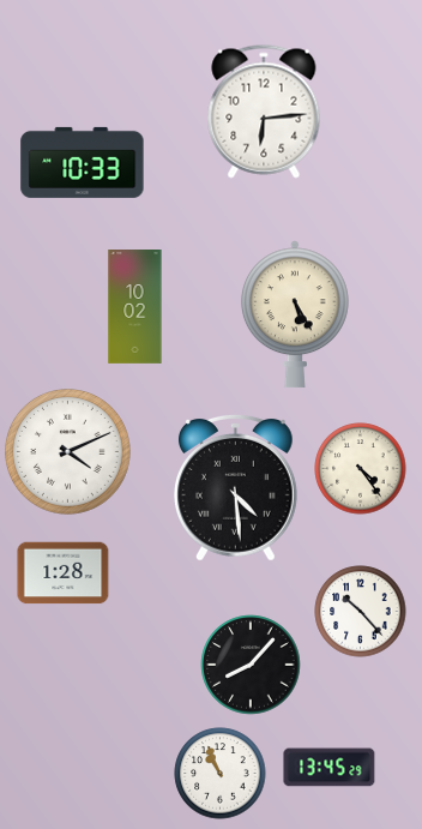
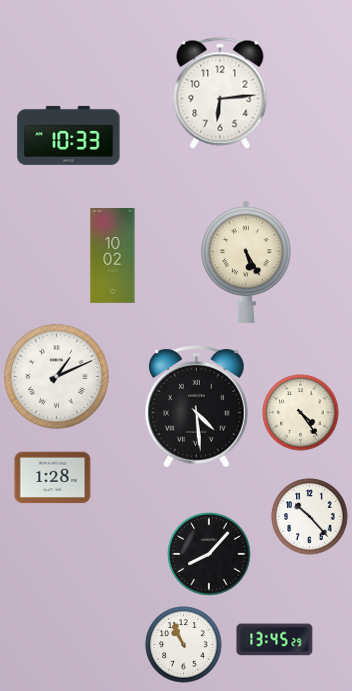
clock at (68, 452): 4:11 -> 1:11
clock at (361, 469) position: (361, 469) -> (301, 413)
clock at (361, 612) position: (361, 612) -> (310, 517)
